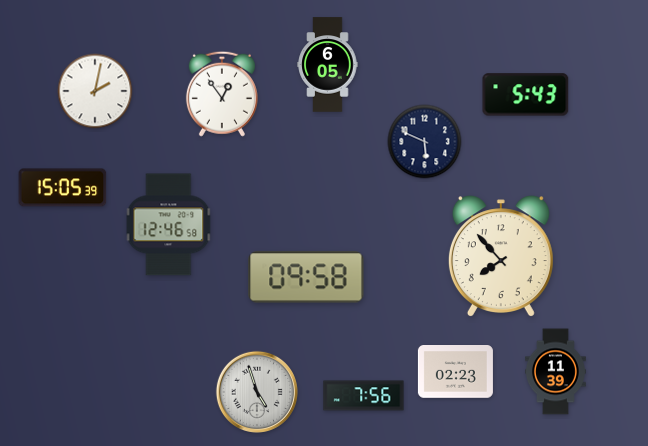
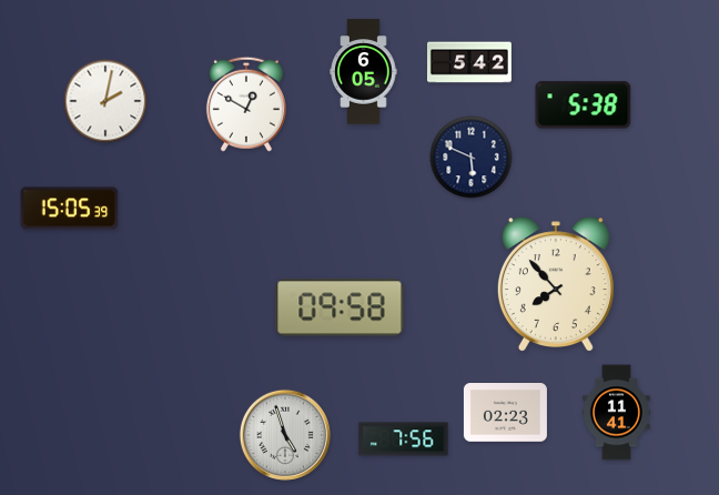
clock at (469, 62): none -> 5:42
clock at (222, 94): 12:54 -> 12:50
clock at (526, 95): 5:43 -> 5:38
clock at (169, 225): 12:46 -> none
clock at (556, 372): 11:39 -> 11:41
